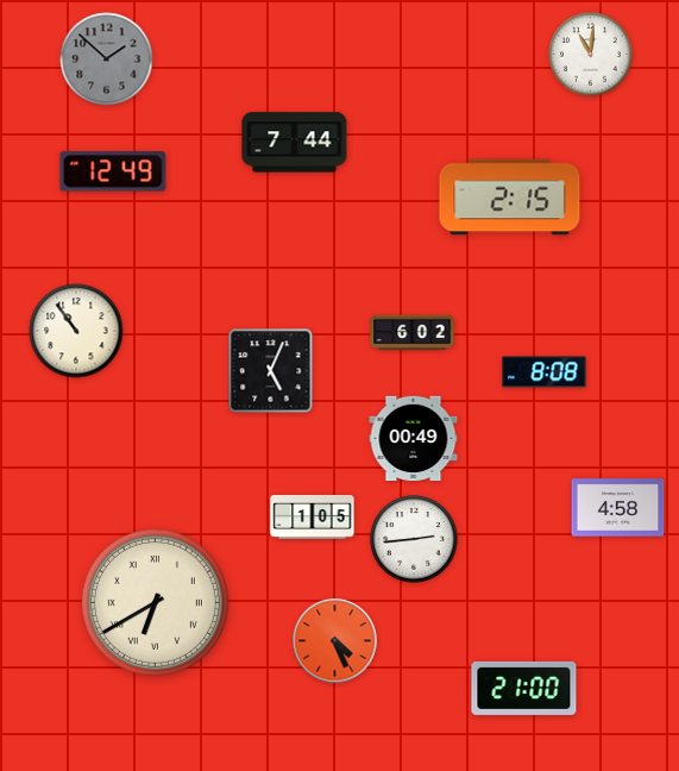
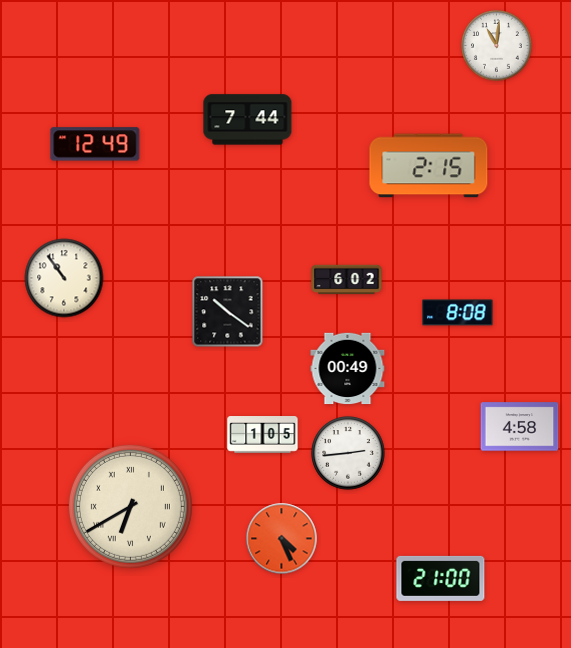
clock at (107, 59): 1:52 -> none
clock at (271, 371): 5:04 -> 10:21
